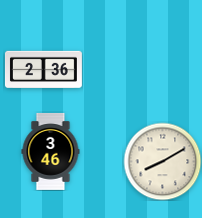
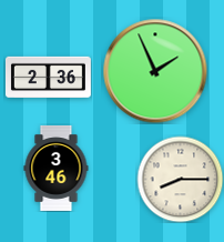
clock at (155, 71): none -> 1:56
clock at (162, 161): 8:10 -> 8:15
